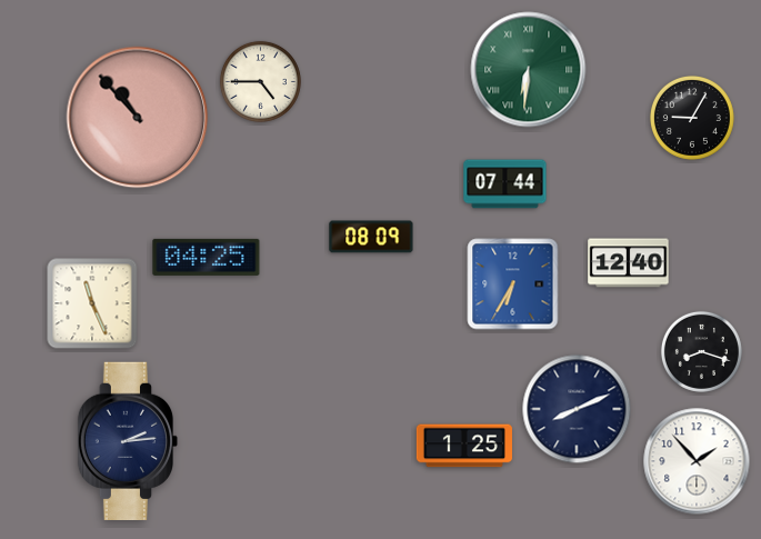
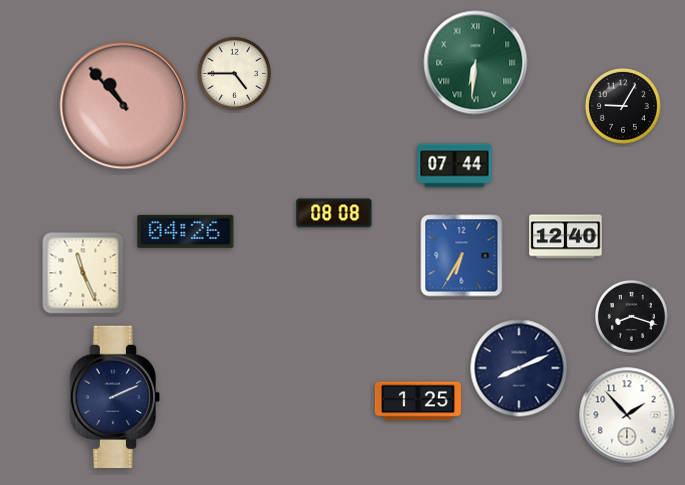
clock at (371, 237): 08:09 -> 08:08
clock at (207, 257): 04:25 -> 04:26
clock at (128, 440): 2:14 -> 2:11
